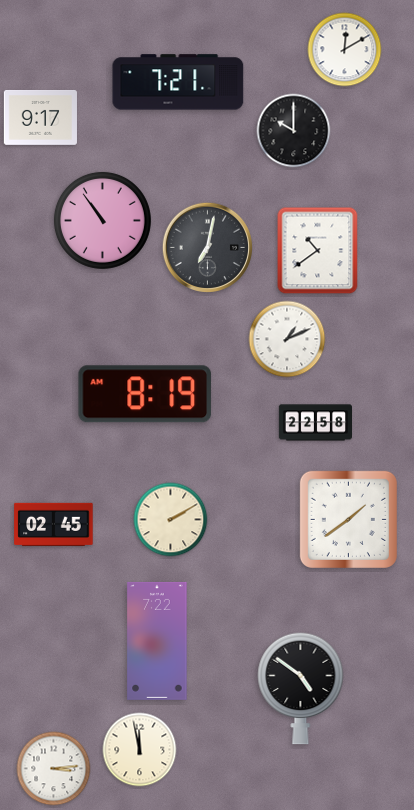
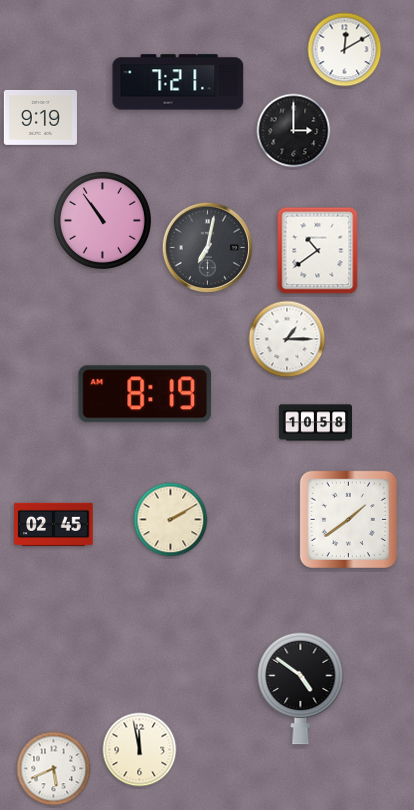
clock at (40, 117): 9:17 -> 9:19
clock at (294, 131): 10:00 -> 3:00
clock at (287, 339): 1:11 -> 1:15
clock at (315, 423): 22:58 -> 10:58
clock at (157, 641): 7:22 -> none
clock at (54, 769): 3:14 -> 5:41
